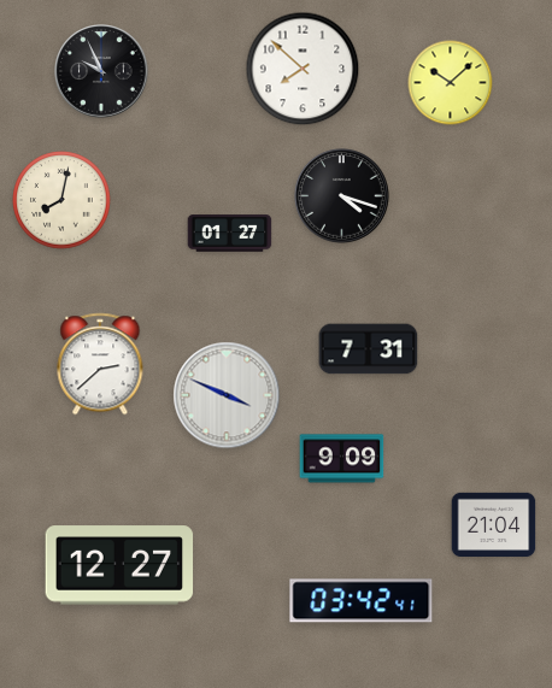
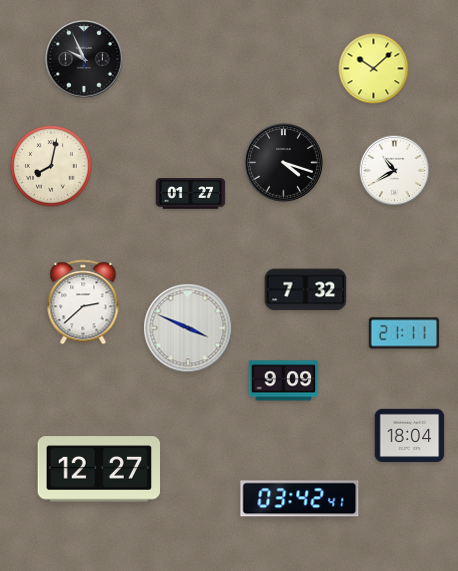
clock at (303, 69): 7:52 -> none
clock at (395, 171): none -> 10:40
clock at (369, 349): 7:31 -> 7:32
clock at (404, 333): none -> 21:11
clock at (494, 524): 21:04 -> 18:04
